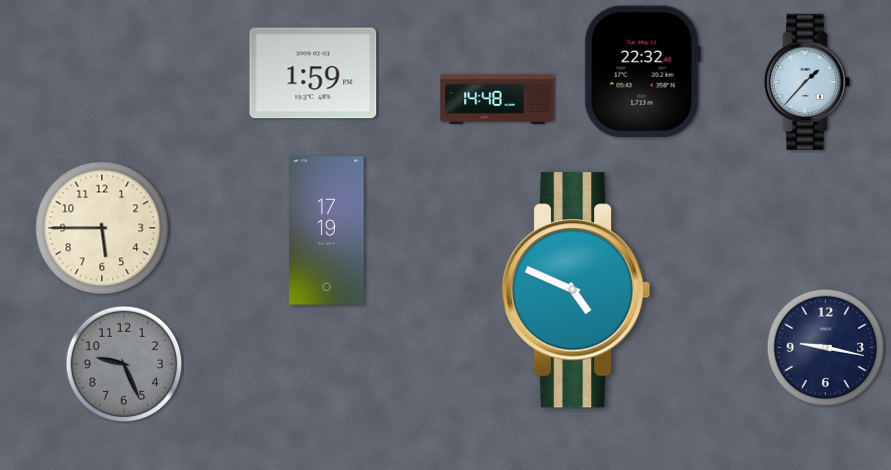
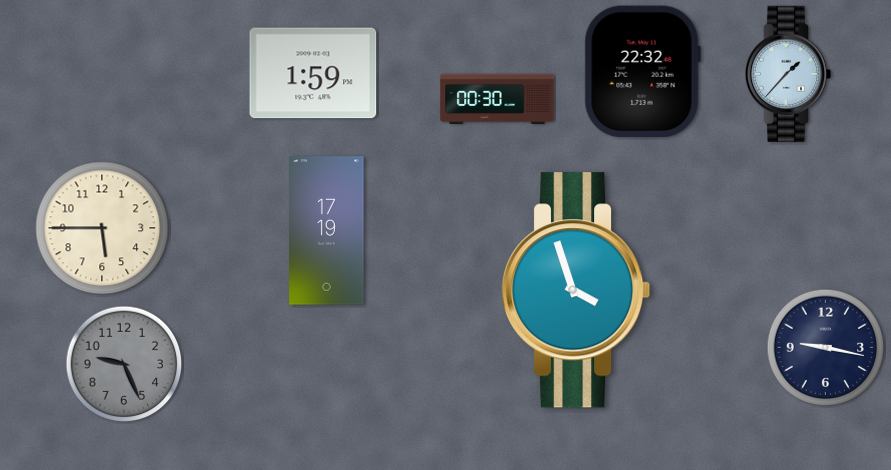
clock at (807, 82) position: (807, 82) -> (788, 74)
clock at (497, 98): 14:48 -> 00:30
clock at (576, 290): 4:49 -> 3:57
